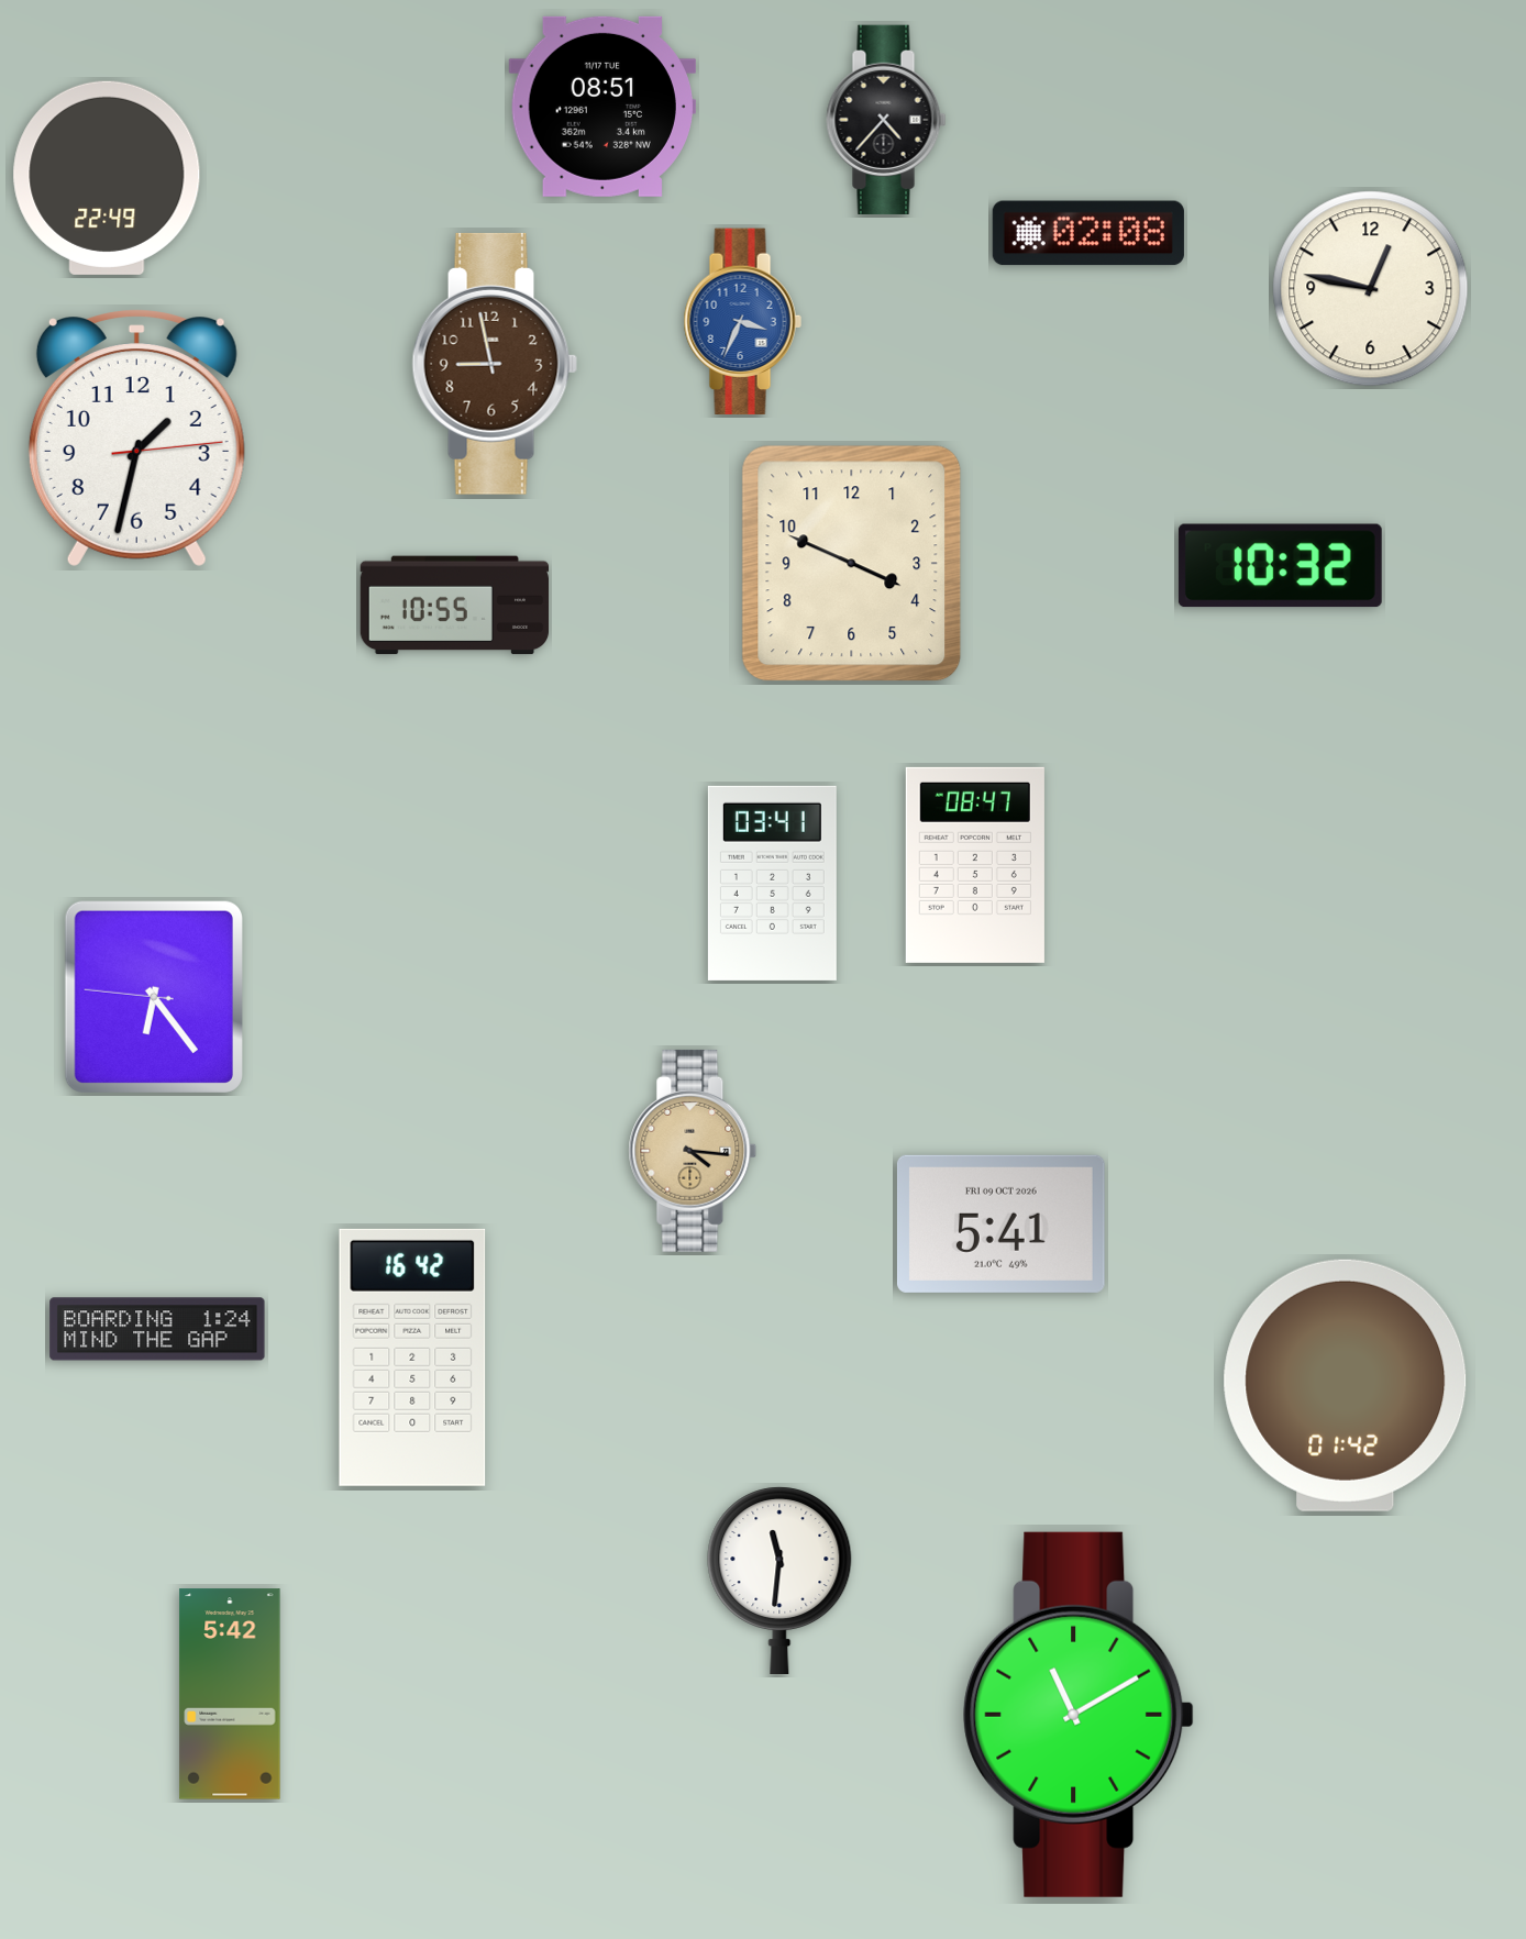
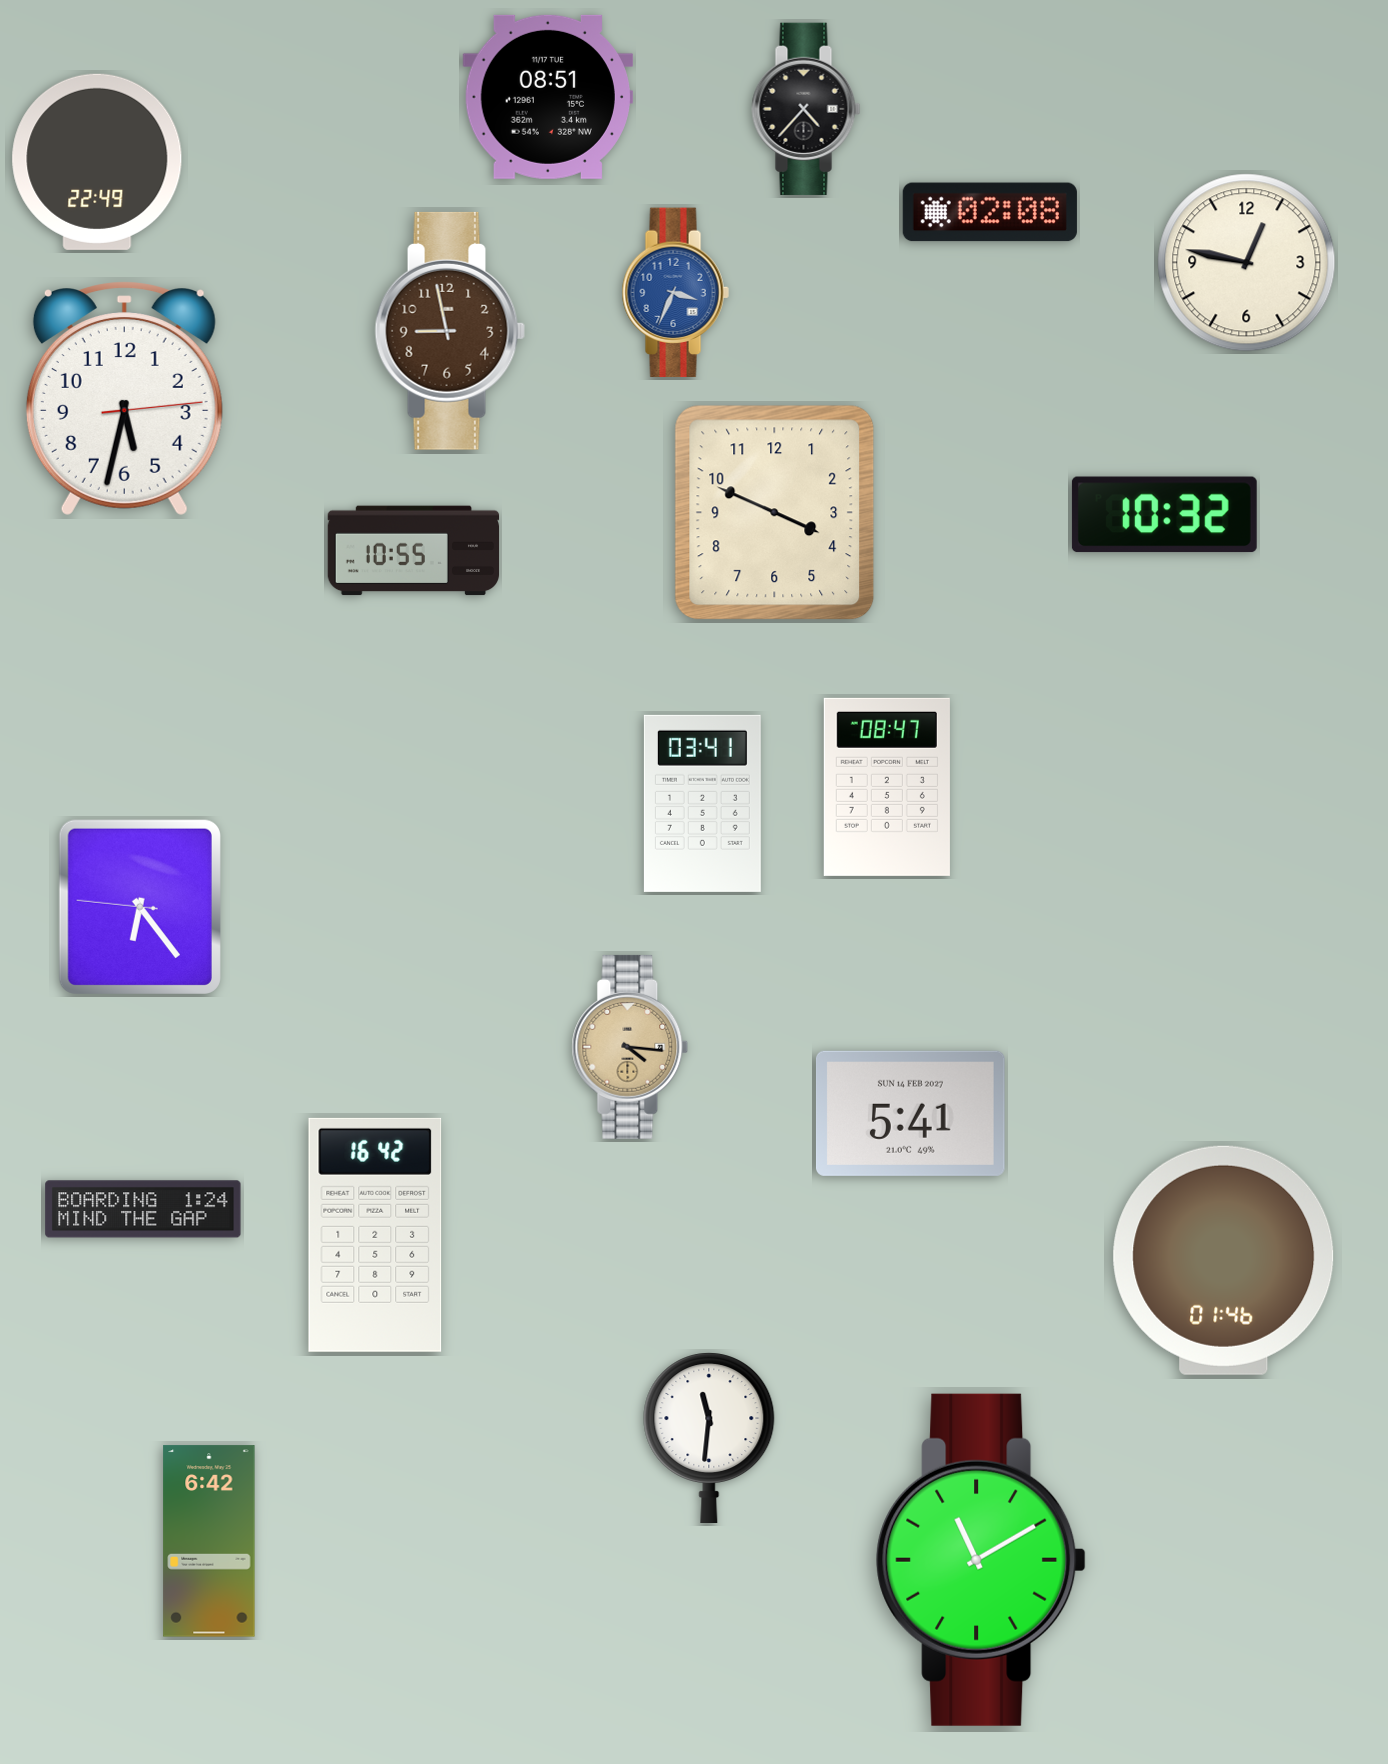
clock at (136, 437): 1:32 -> 5:32
clock at (1000, 1223) date: FRI 09 OCT 2026 -> SUN 14 FEB 2027
clock at (1346, 1385): 01:42 -> 01:46
clock at (230, 1694): 5:42 -> 6:42
